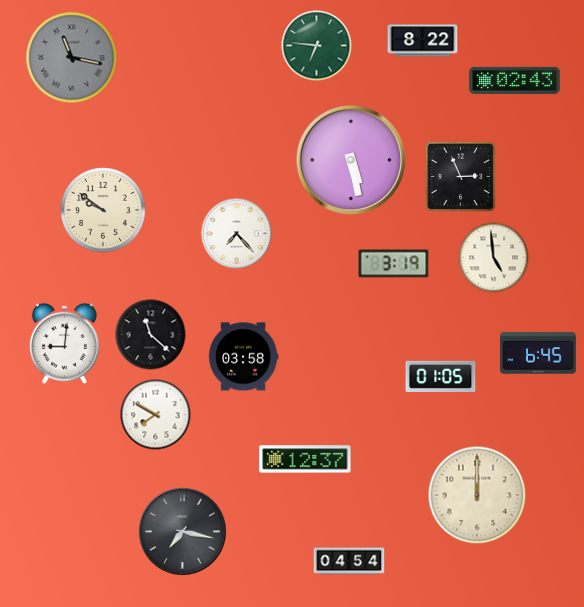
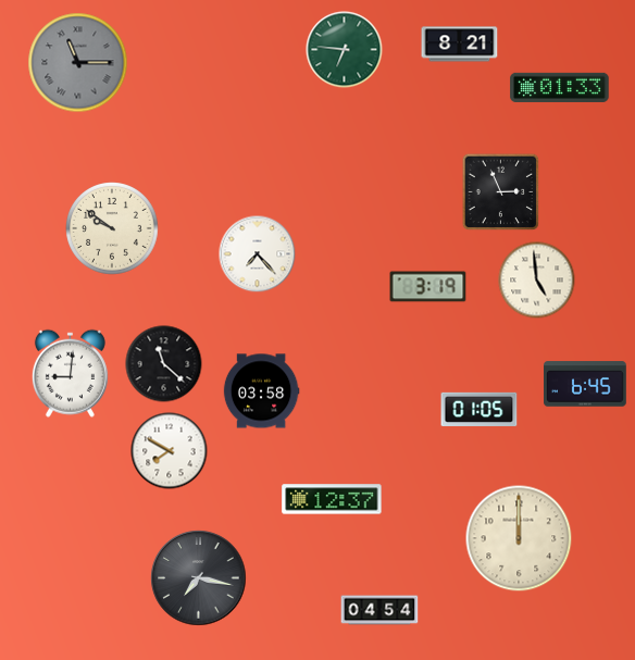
clock at (423, 41): 8:22 -> 8:21
clock at (72, 58): 11:17 -> 11:15
clock at (515, 80): 02:43 -> 01:33
clock at (351, 160): 5:28 -> none
clock at (243, 357) position: (243, 357) -> (261, 391)
